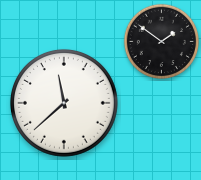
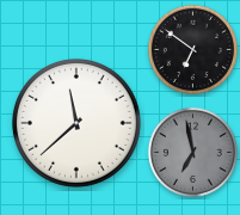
clock at (161, 41): 1:51 -> 6:51
clock at (192, 152): none -> 6:58
